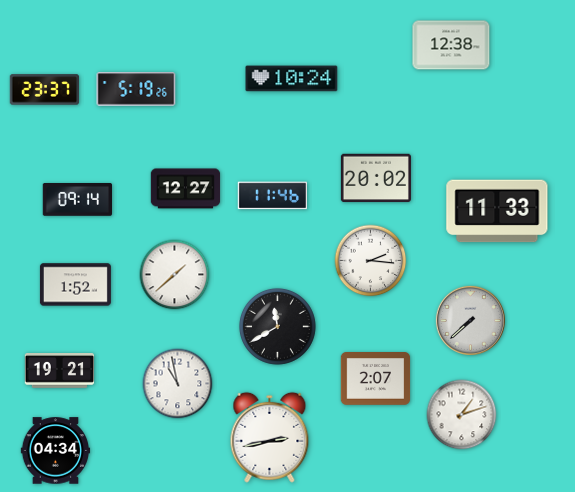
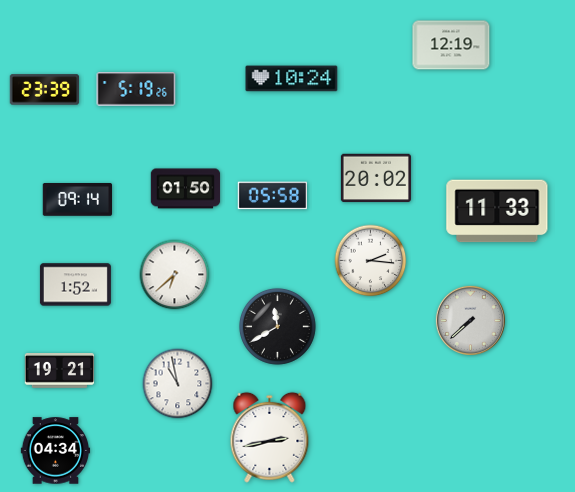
clock at (451, 45): 12:38 -> 12:19
clock at (45, 90): 23:37 -> 23:39
clock at (186, 189): 12:27 -> 01:50
clock at (272, 196): 11:46 -> 05:58
clock at (175, 275): 1:38 -> 6:38
clock at (376, 379): 2:07 -> none
clock at (462, 415): 1:12 -> none
